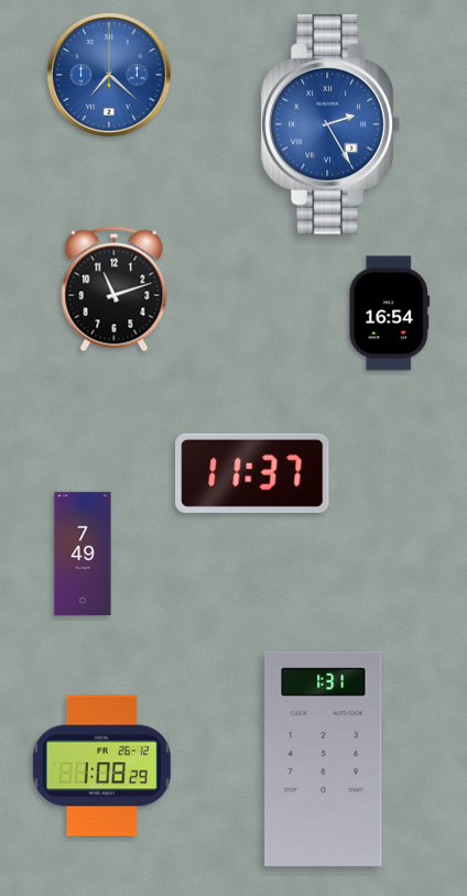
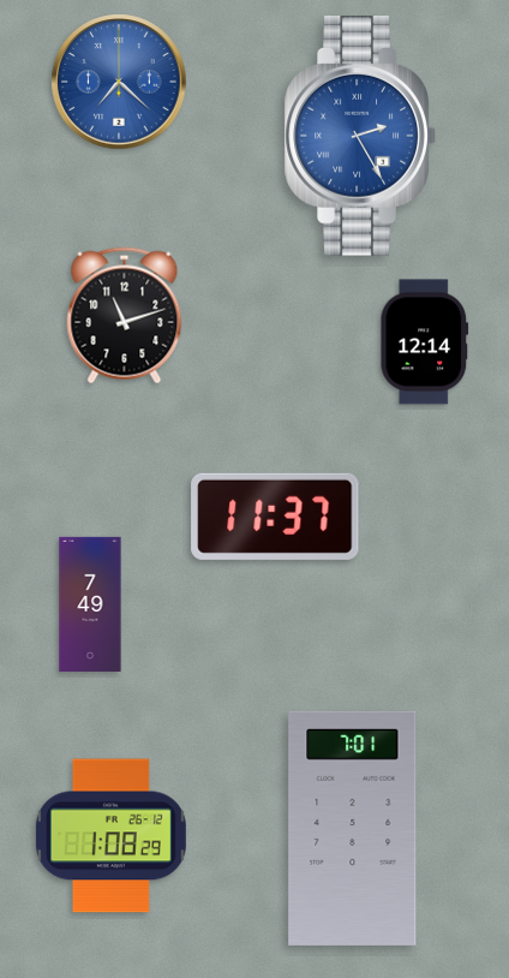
clock at (390, 314): 16:54 -> 12:14
clock at (324, 758): 1:31 -> 7:01
